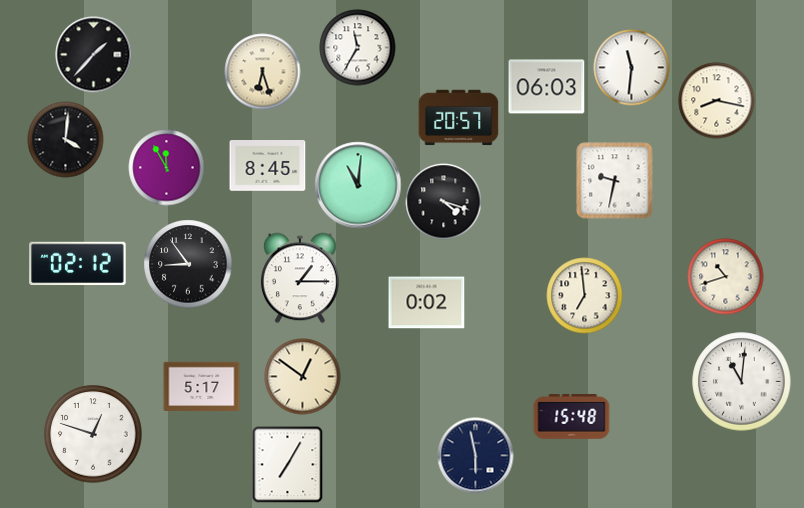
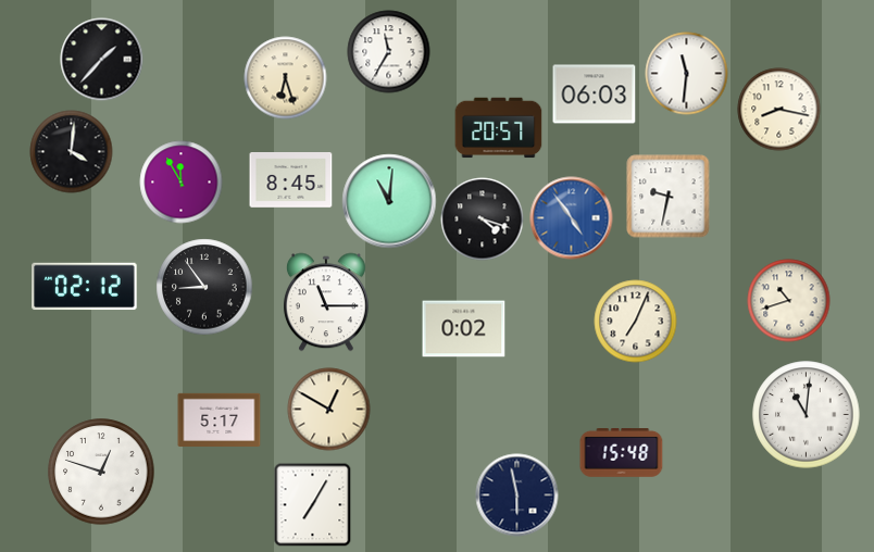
clock at (572, 218): none -> 4:54
clock at (300, 278): 1:15 -> 11:15
clock at (585, 296): 6:59 -> 7:04
clock at (303, 377): 12:51 -> 12:50
